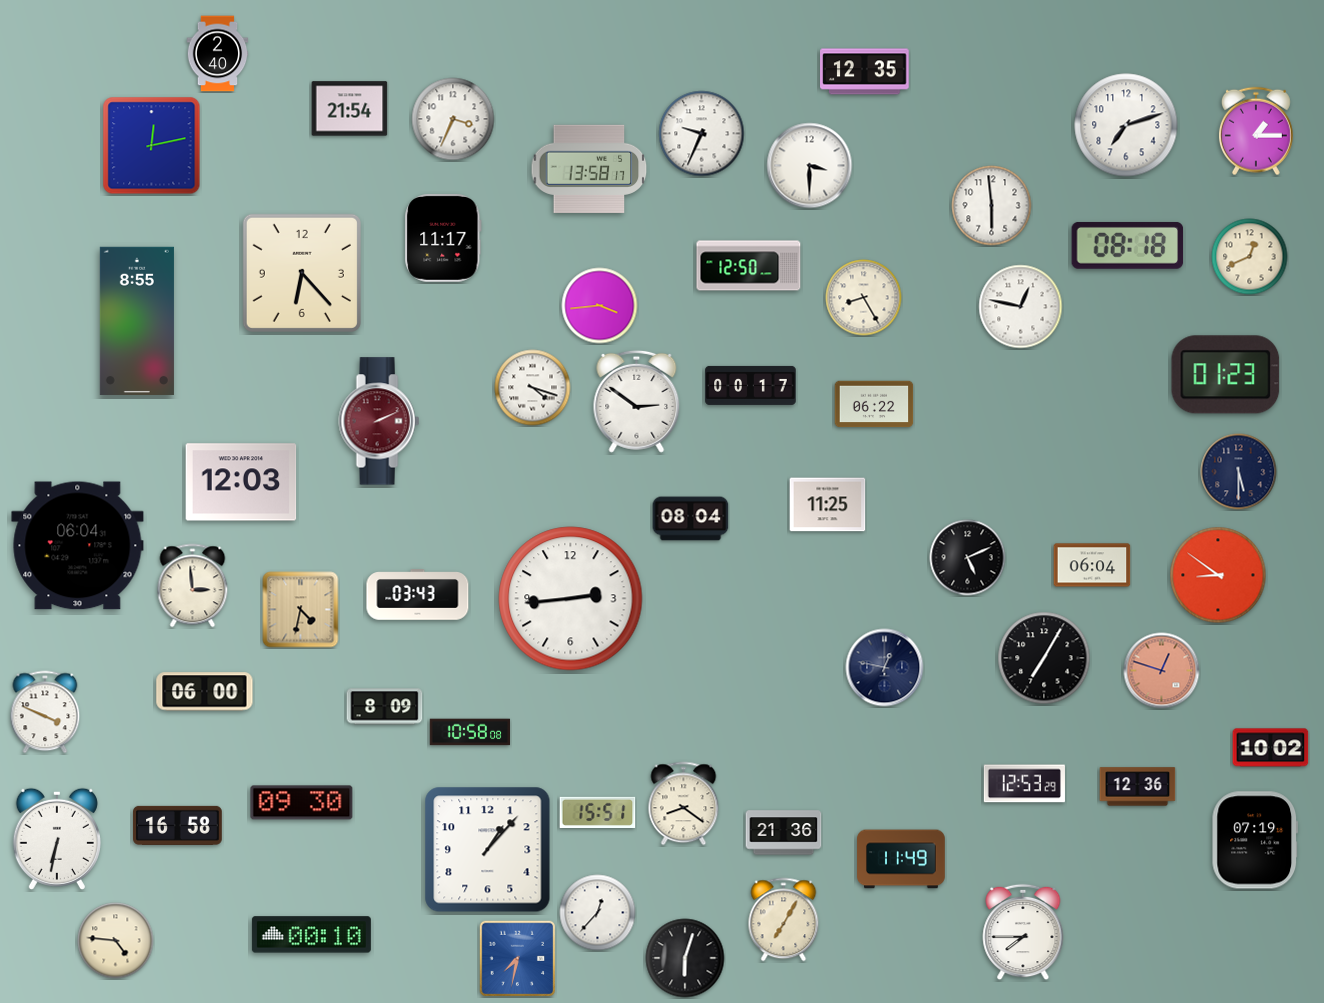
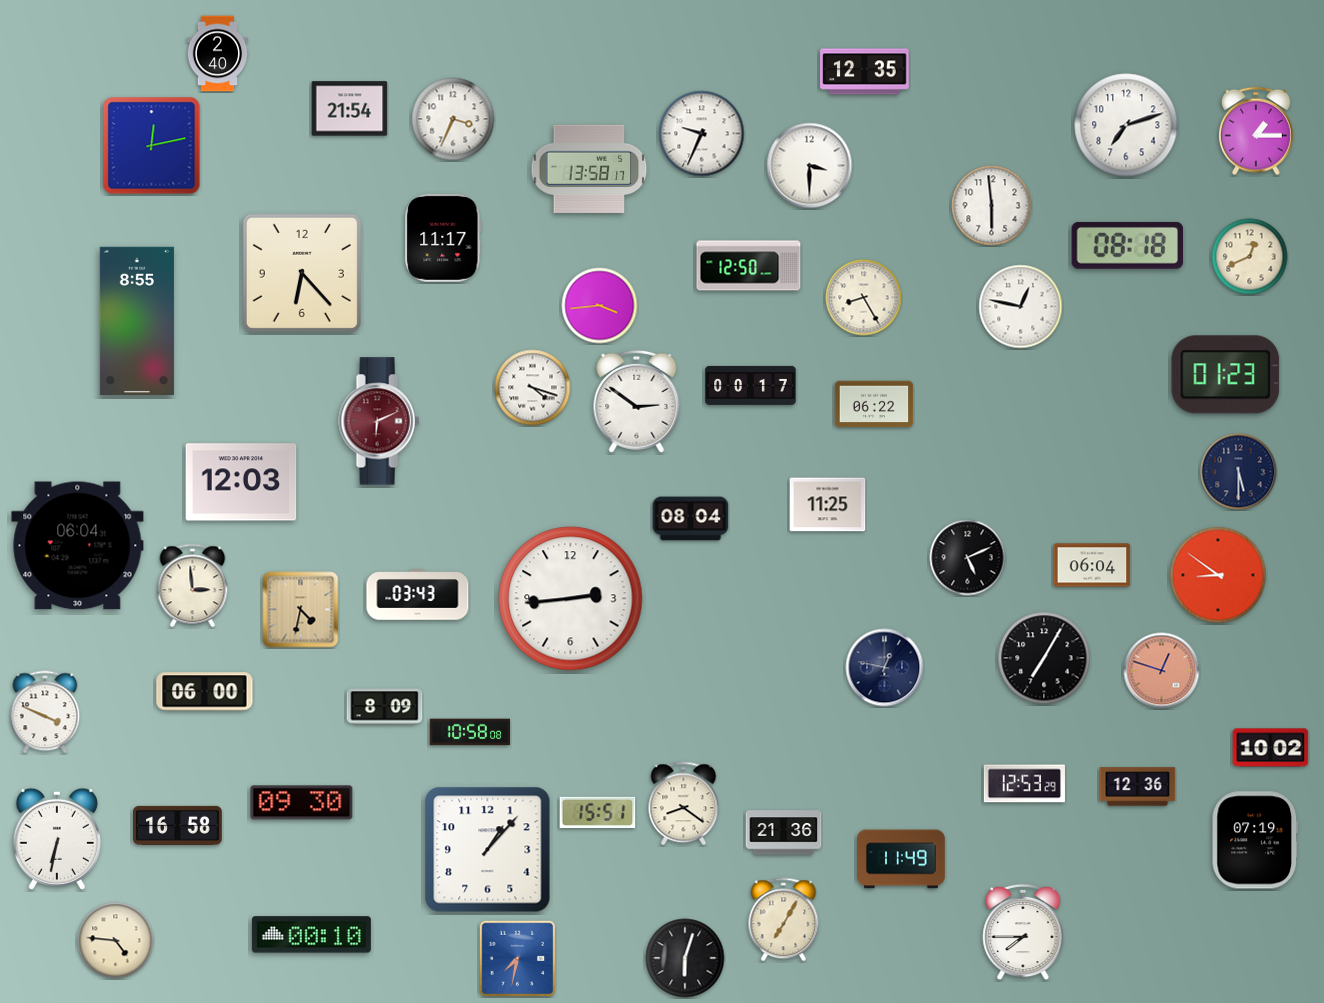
clock at (379, 421): 2:11 -> 6:11
clock at (598, 913): 12:37 -> none
